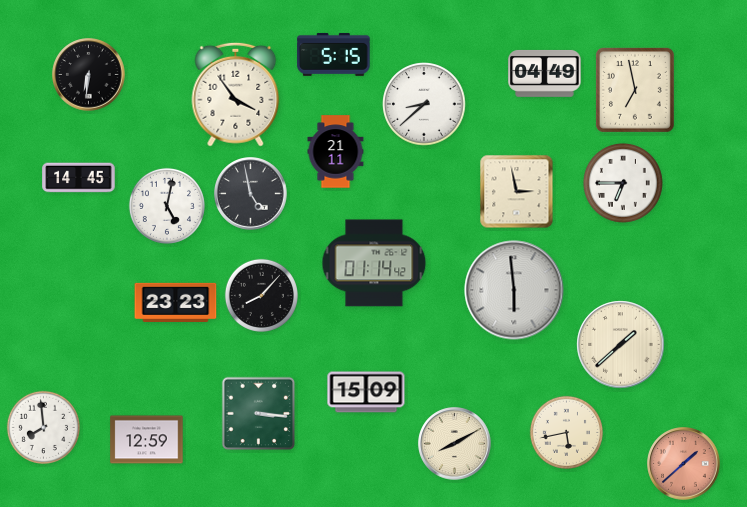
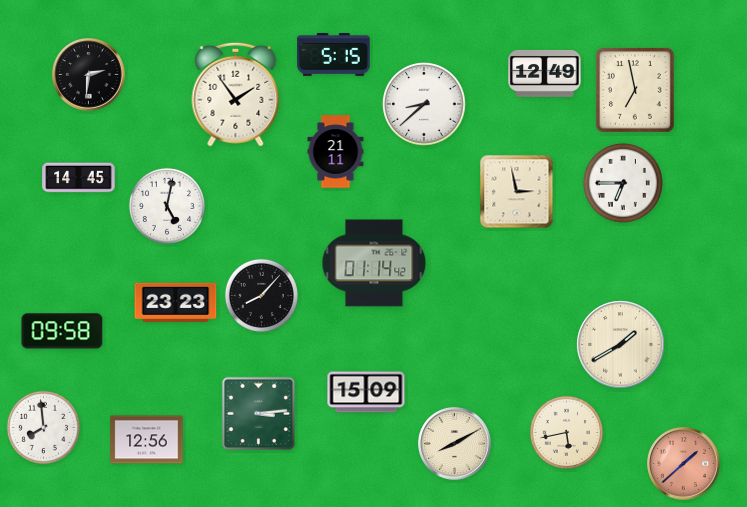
clock at (545, 73): 04:49 -> 12:49
clock at (89, 75): 6:31 -> 2:31
clock at (236, 94): 3:54 -> 1:54
clock at (251, 194): 4:58 -> none
clock at (514, 290): 5:59 -> none
clock at (62, 331): none -> 09:58
clock at (621, 345): 1:38 -> 1:40
clock at (259, 414): 3:16 -> 3:14
clock at (147, 440): 12:59 -> 12:56
